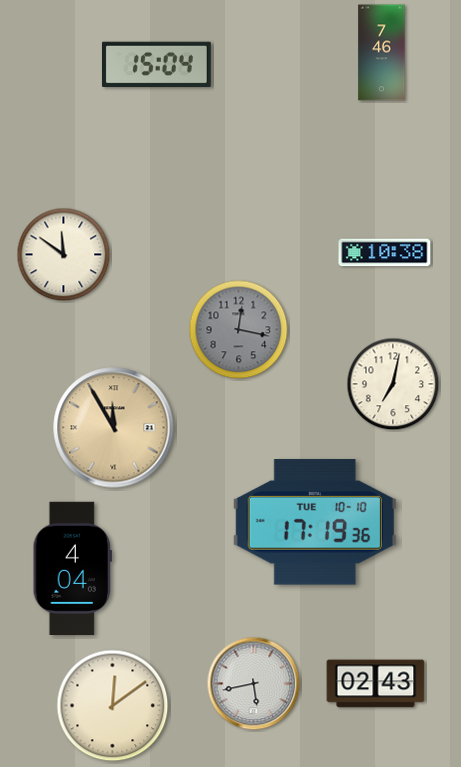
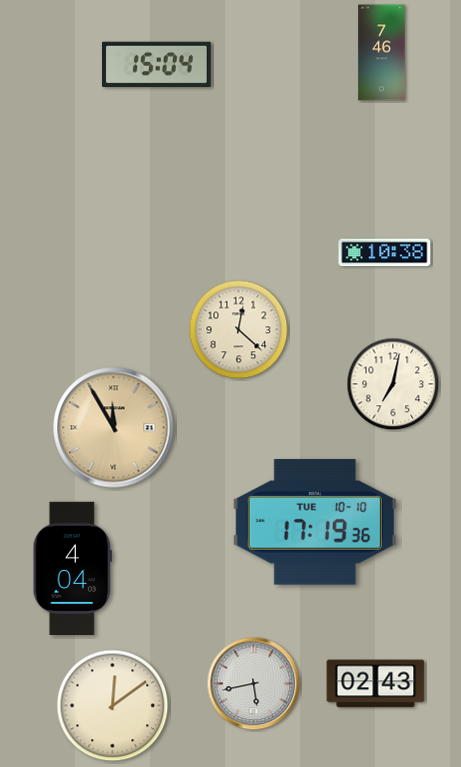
clock at (64, 255): 11:51 -> none
clock at (239, 330): 12:17 -> 12:22
clock at (239, 330) dial: grey -> cream
